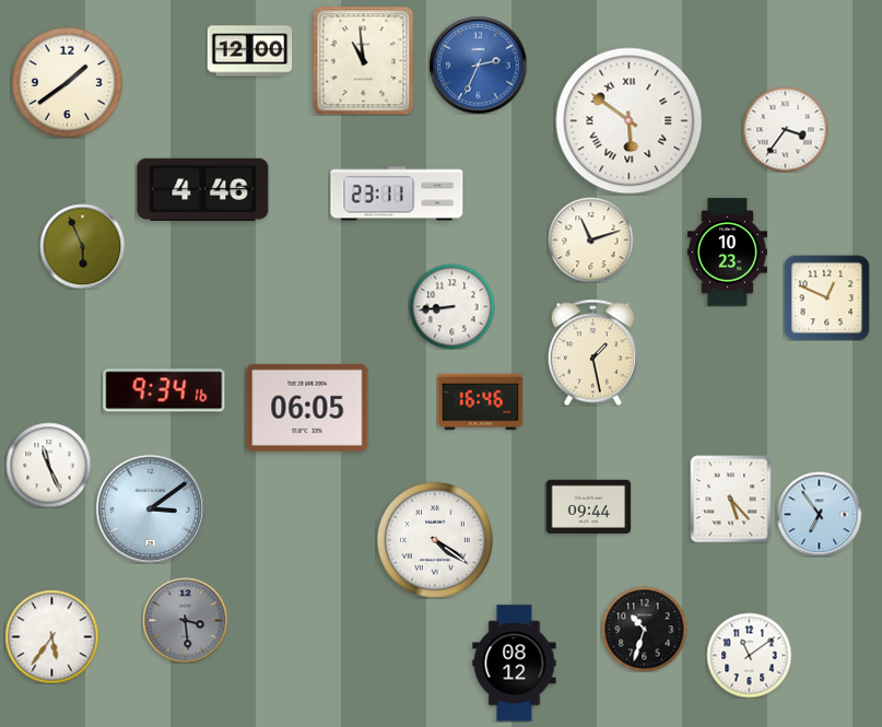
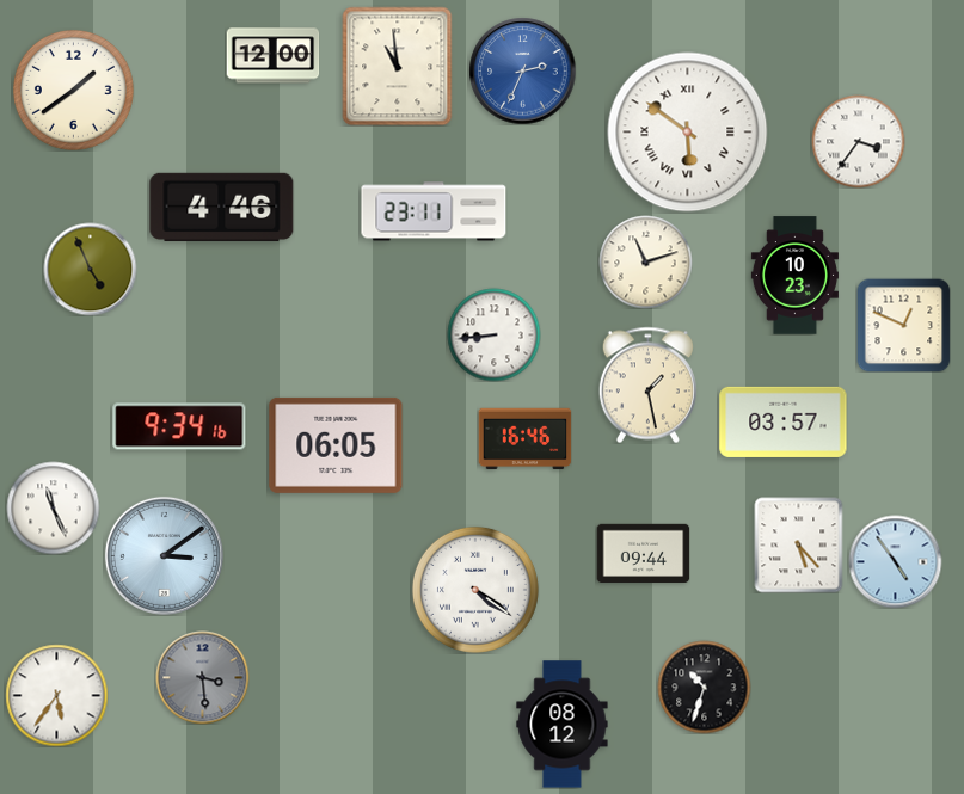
clock at (82, 246): 5:56 -> 4:56
clock at (784, 421): none -> 03:57
clock at (819, 514): 6:54 -> 4:54
clock at (749, 655): 11:09 -> none
